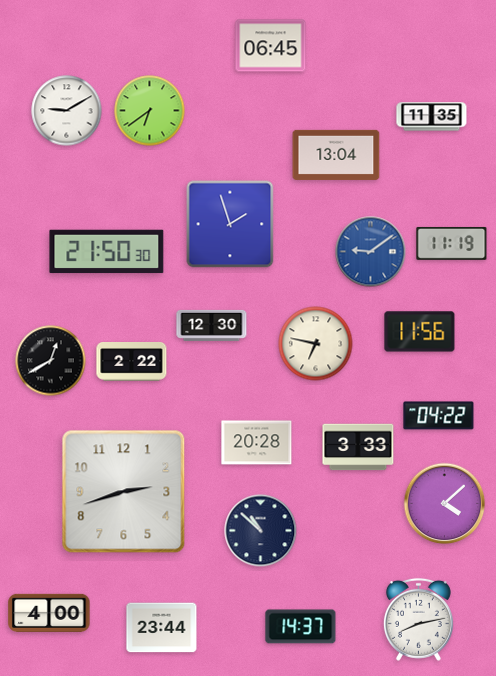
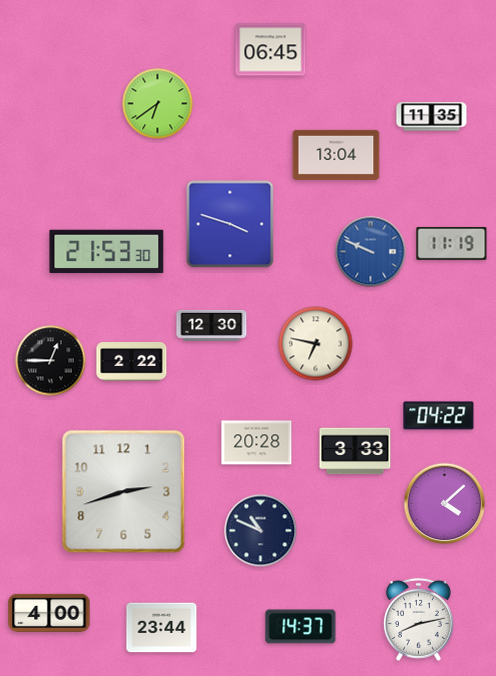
clock at (271, 46) position: (271, 46) -> (271, 50)
clock at (67, 111): 9:10 -> none
clock at (150, 111) position: (150, 111) -> (158, 104)
clock at (230, 224): 1:57 -> 3:48
clock at (107, 252): 21:50 -> 21:53
clock at (371, 252): 9:09 -> 9:49
clock at (420, 332): 11:56 -> none
clock at (51, 361): 12:40 -> 12:45
clock at (358, 447) position: (358, 447) -> (355, 451)
clock at (261, 531): 10:52 -> 10:49
